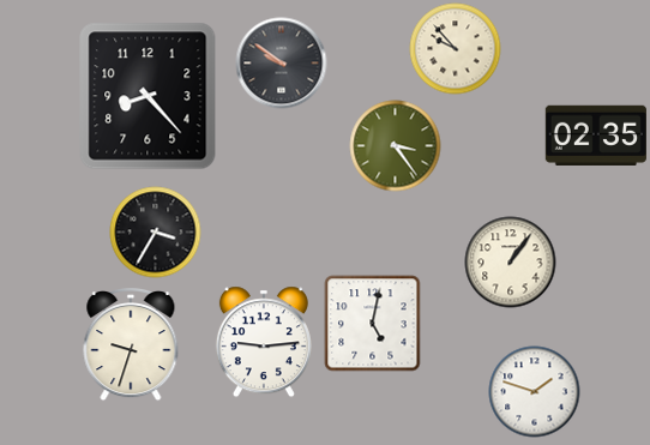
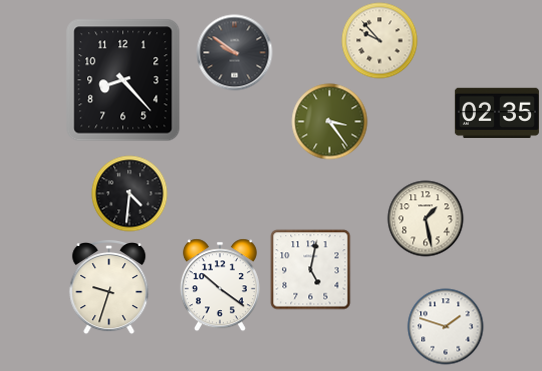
clock at (156, 233): 3:35 -> 4:31
clock at (511, 263): 1:06 -> 1:28
clock at (264, 342): 9:14 -> 10:21
